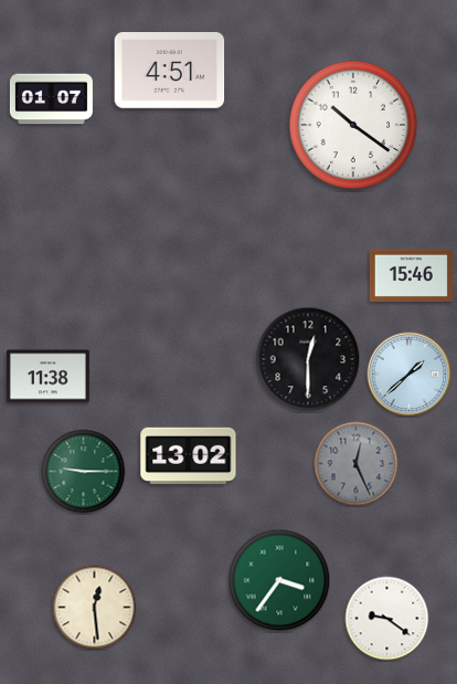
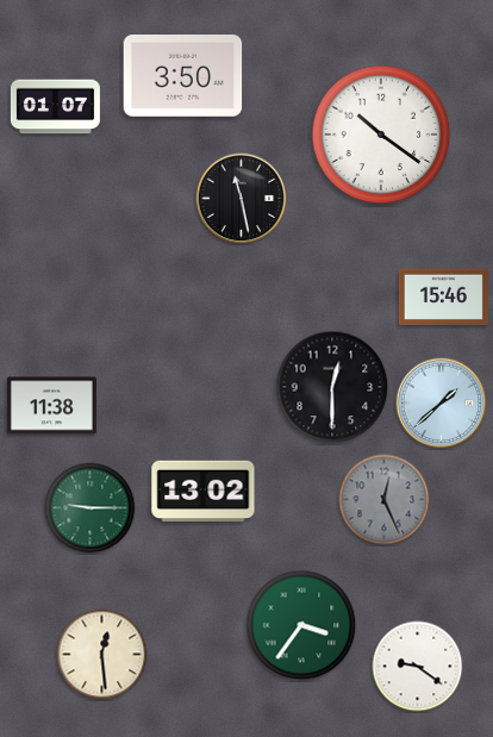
clock at (170, 71): 4:51 -> 3:50
clock at (242, 199): none -> 11:28
